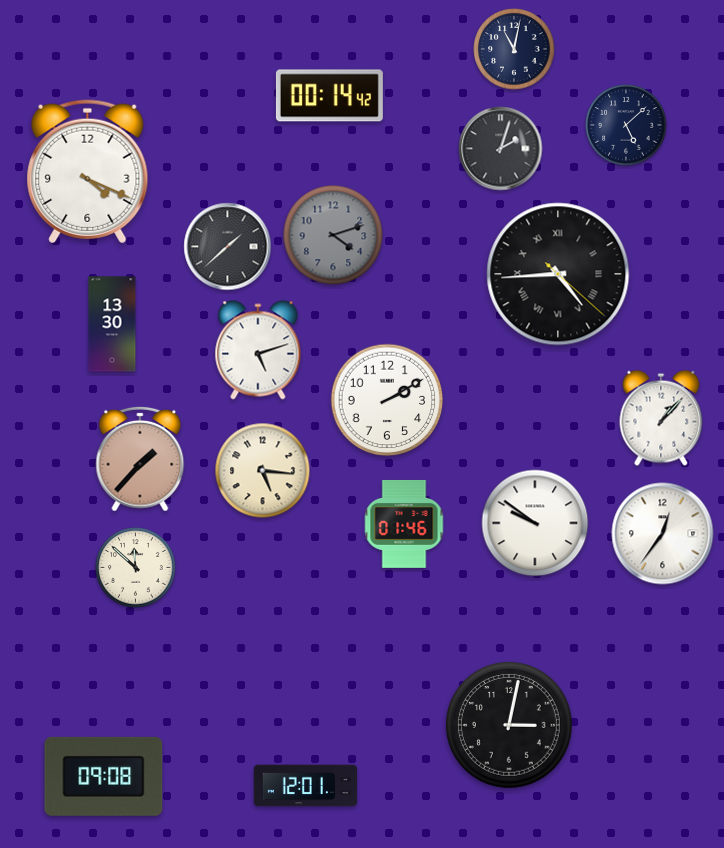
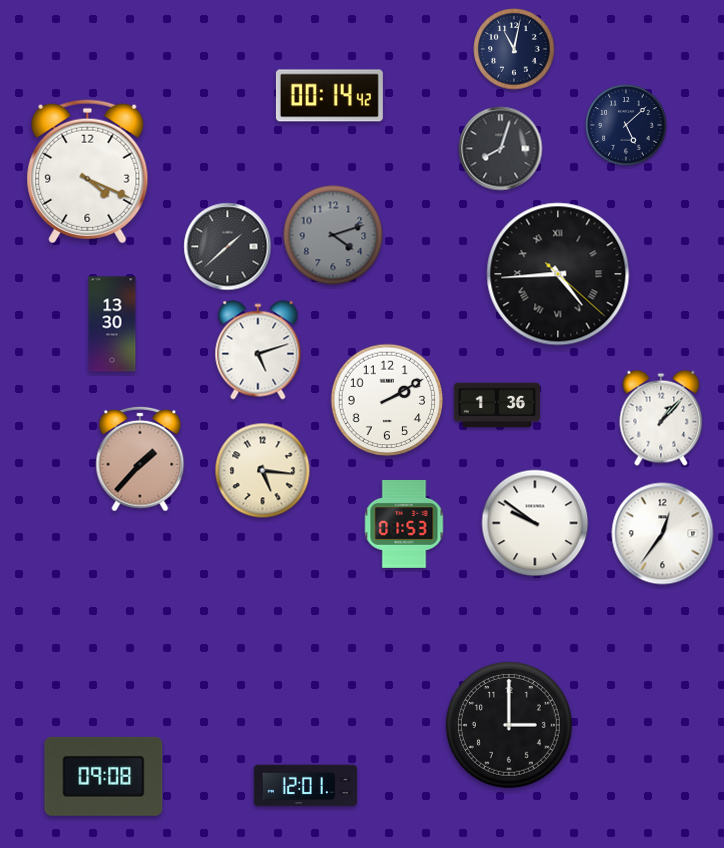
clock at (501, 149): 2:03 -> 8:03
clock at (497, 405): none -> 1:36
clock at (404, 524): 01:46 -> 01:53
clock at (136, 568): 11:52 -> none
clock at (509, 725): 3:02 -> 3:00
